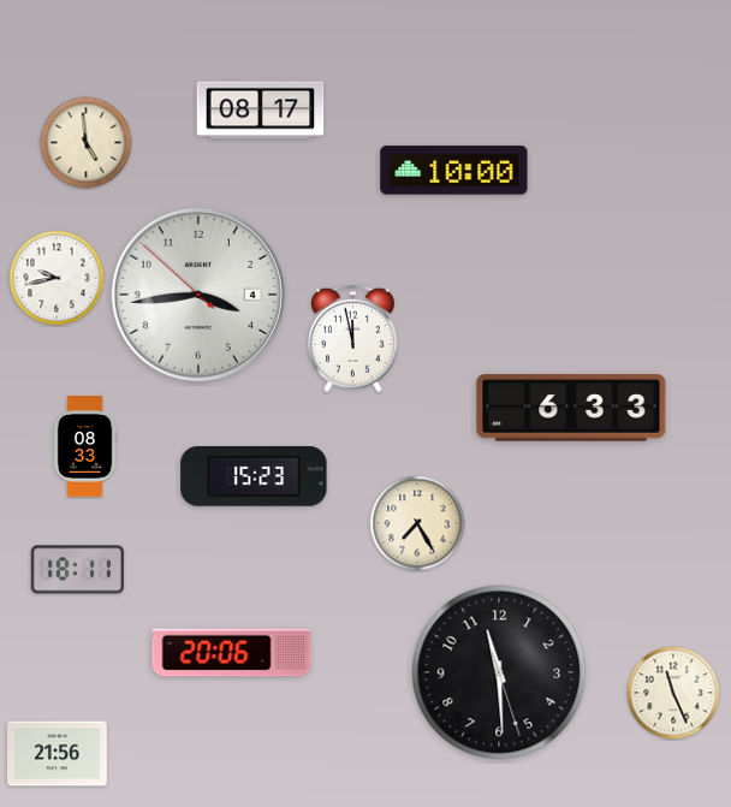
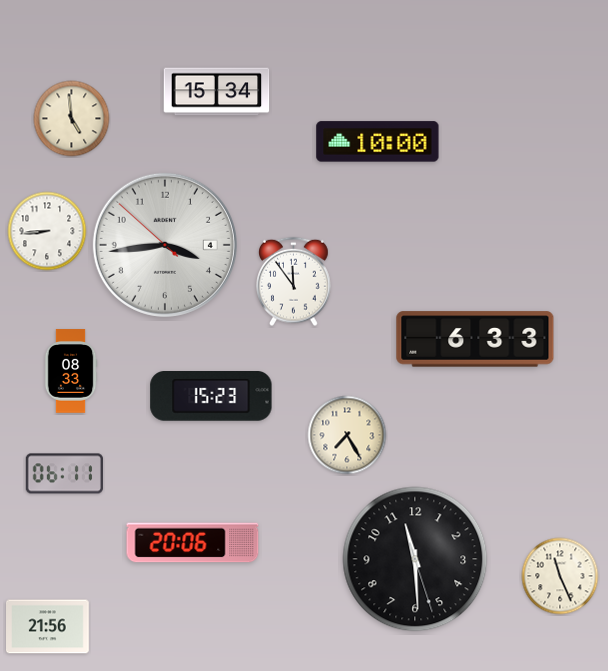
clock at (261, 111): 08:17 -> 15:34
clock at (57, 278): 9:43 -> 8:44
clock at (353, 339): 11:58 -> 11:54
clock at (77, 570): 18:11 -> 06:11
